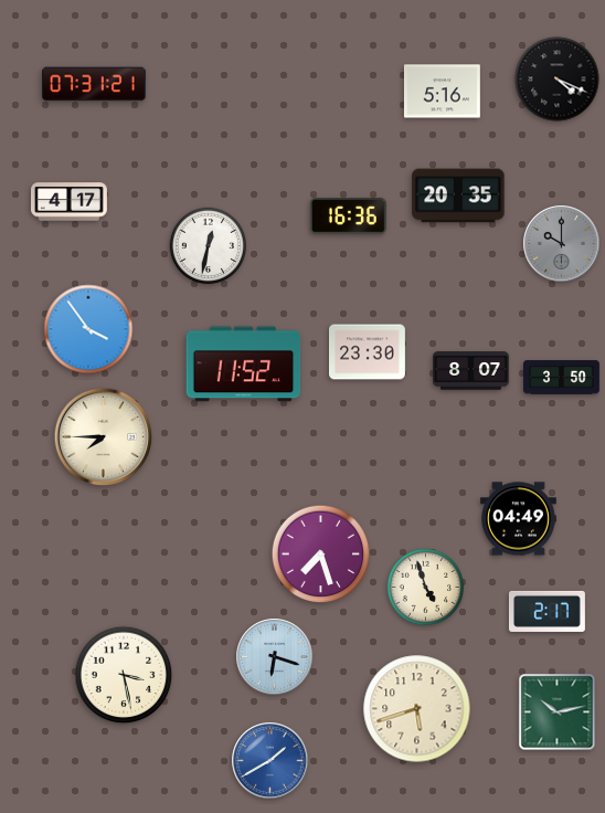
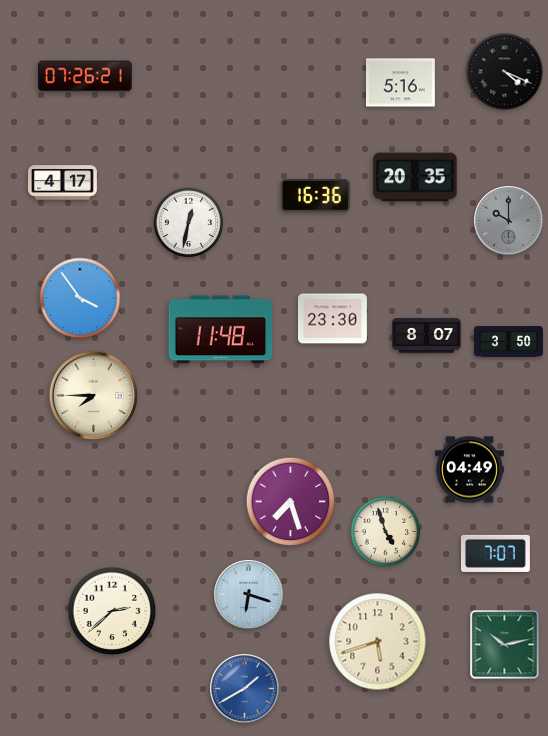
clock at (95, 84): 07:31 -> 07:26
clock at (244, 365): 11:52 -> 11:48
clock at (546, 611): 2:17 -> 7:07
clock at (124, 675): 3:28 -> 2:38
